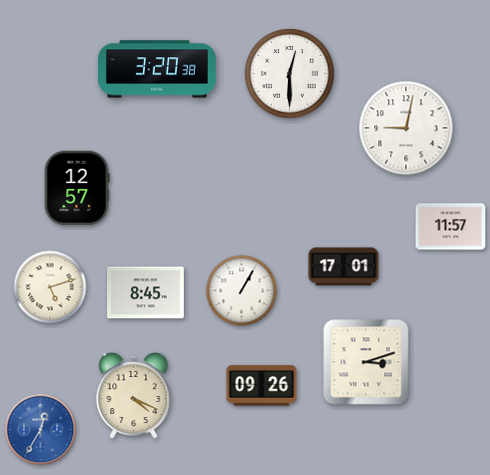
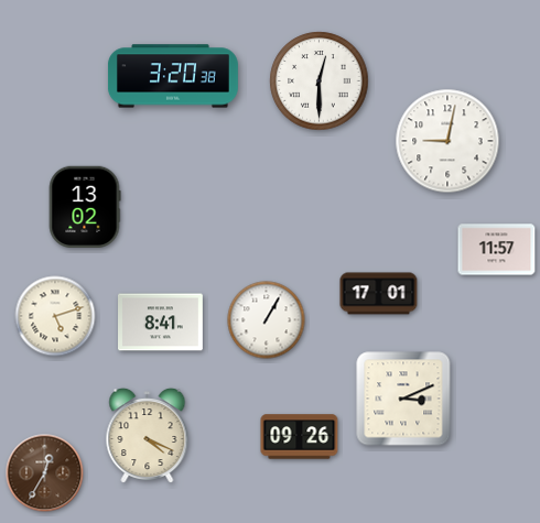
clock at (77, 187): 12:57 -> 13:02
clock at (146, 293): 8:45 -> 8:41
clock at (366, 362): 3:12 -> 3:11
clock at (262, 386) position: (262, 386) -> (300, 437)
clock at (41, 430) dial: blue -> brown
